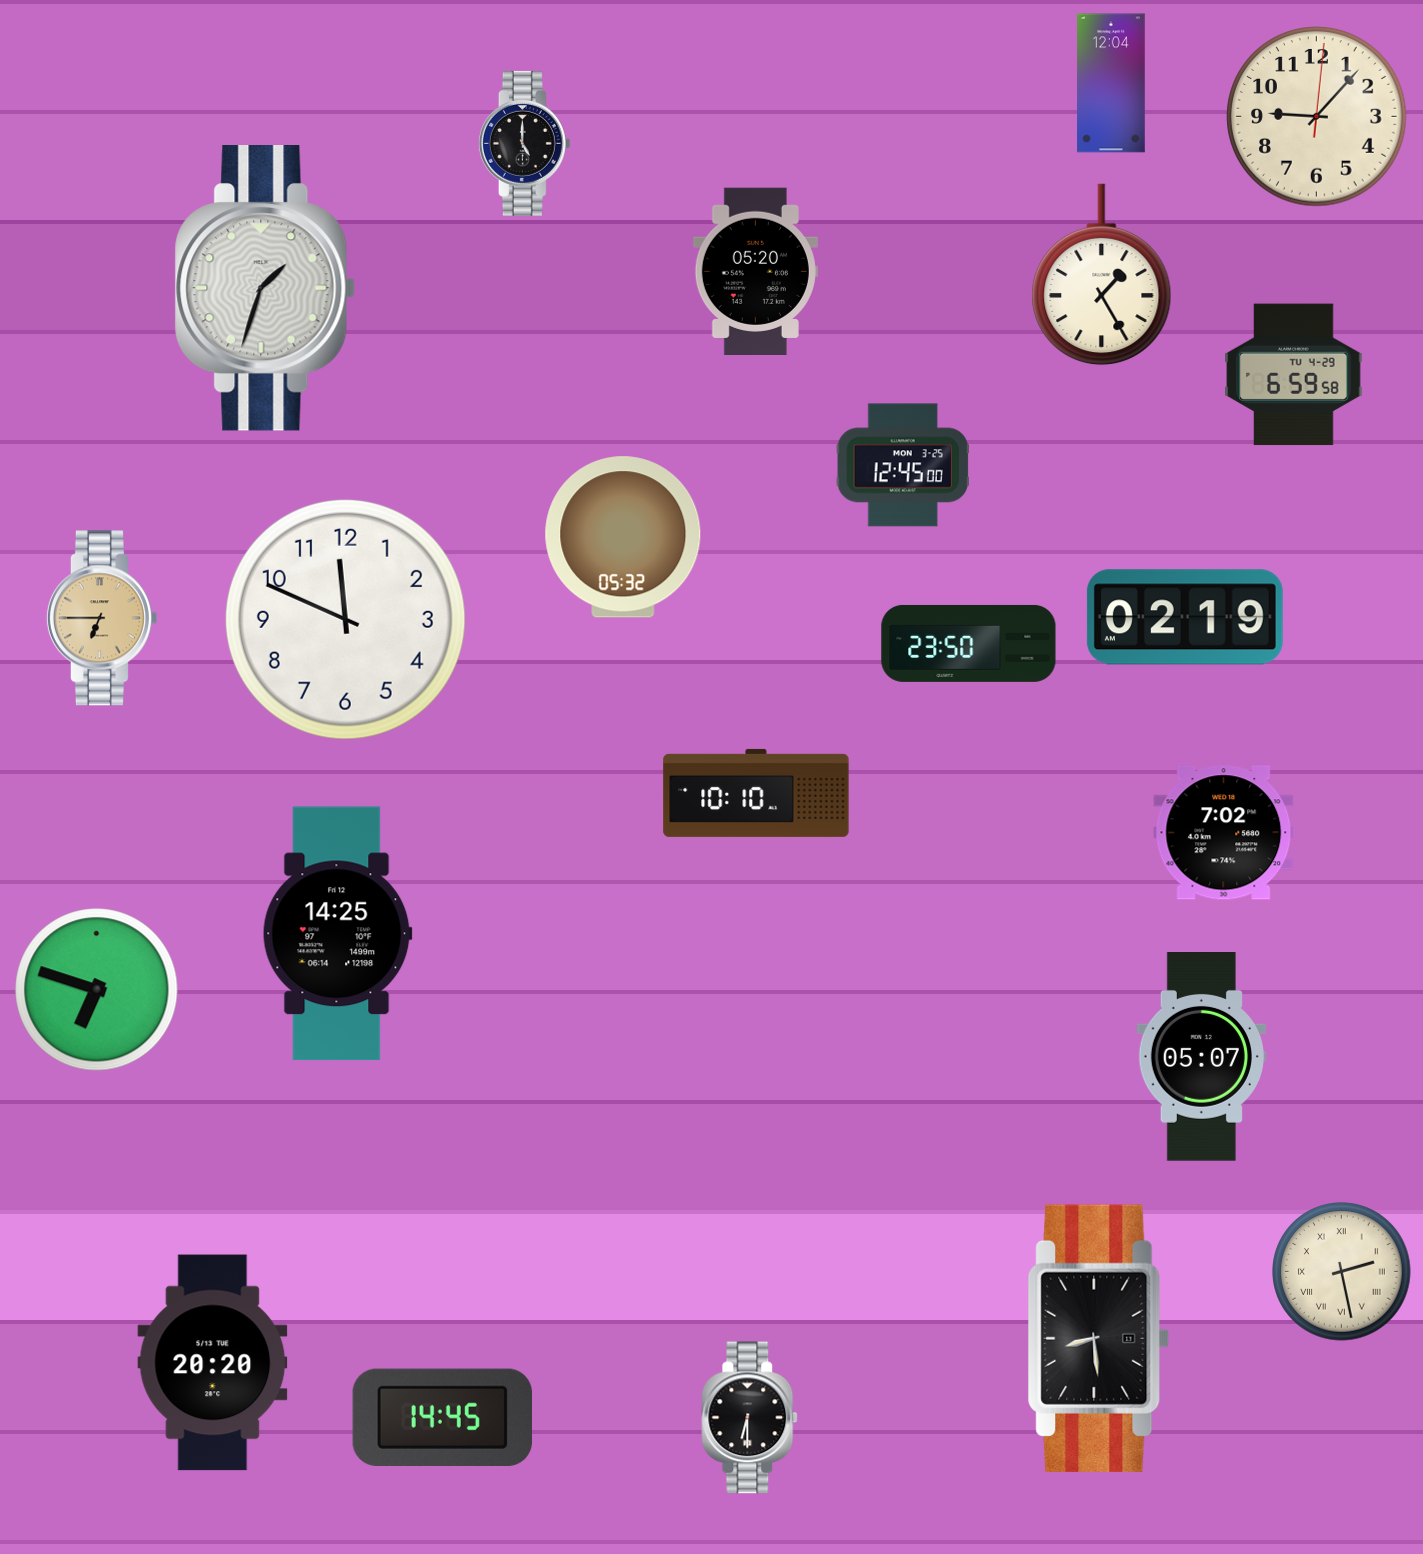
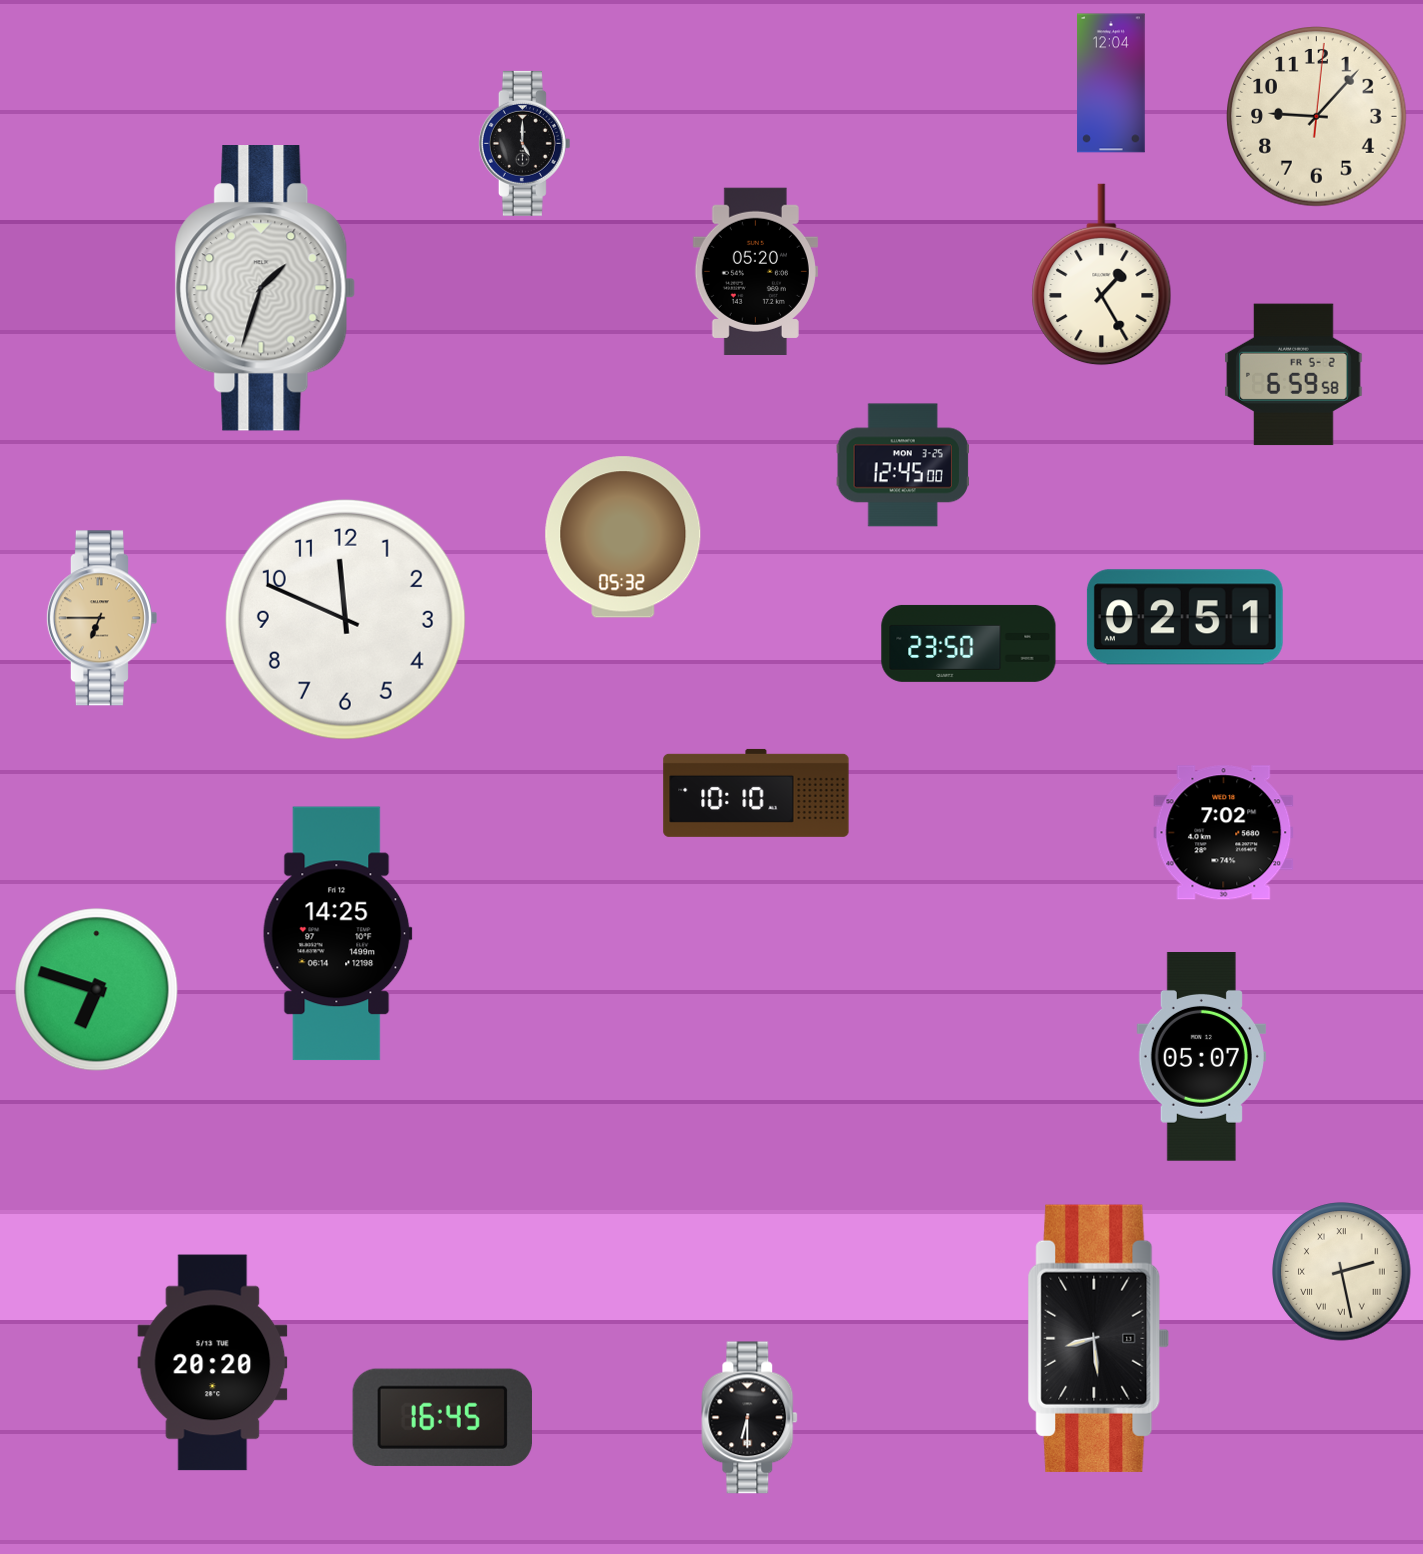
clock at (1294, 375) date: TU 4-29 -> FR 5-2
clock at (1185, 617): 02:19 -> 02:51
clock at (442, 1417): 14:45 -> 16:45
